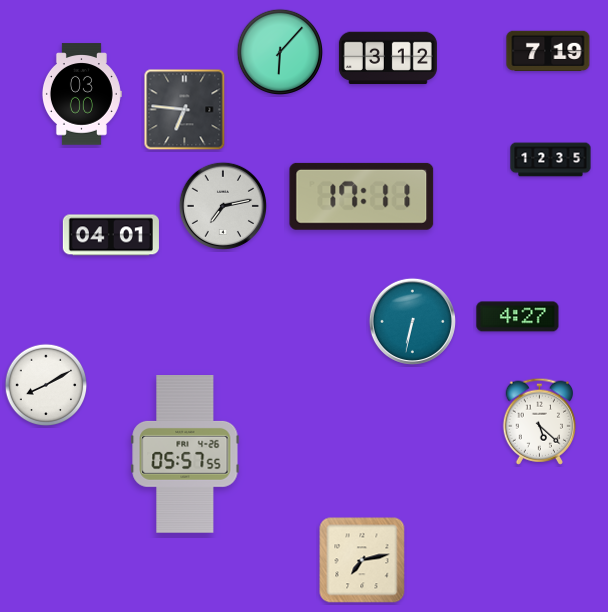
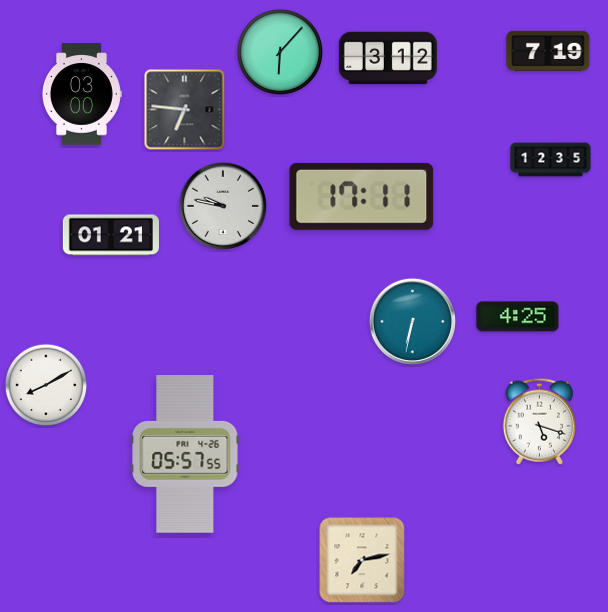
clock at (223, 206): 7:13 -> 9:47
clock at (111, 235): 04:01 -> 01:21
clock at (518, 317): 4:27 -> 4:25
clock at (539, 421): 5:22 -> 5:18
